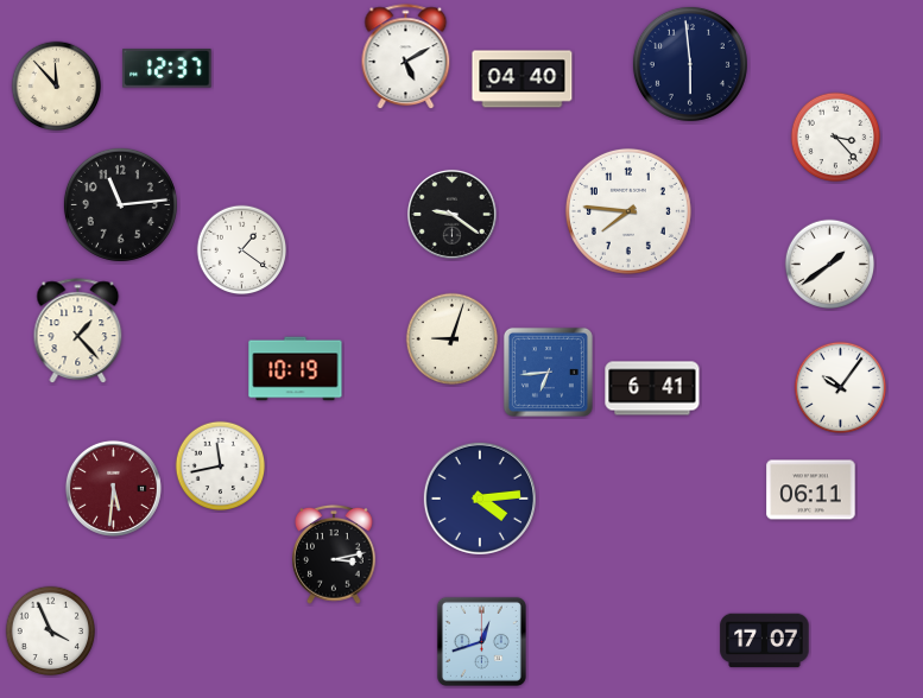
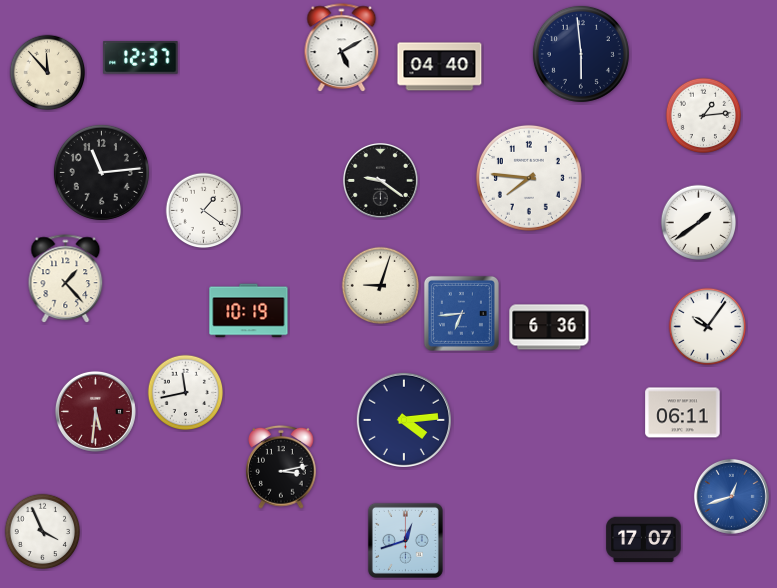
clock at (836, 138): 3:23 -> 1:14
clock at (652, 388): 6:41 -> 6:36
clock at (731, 496): none -> 12:42
